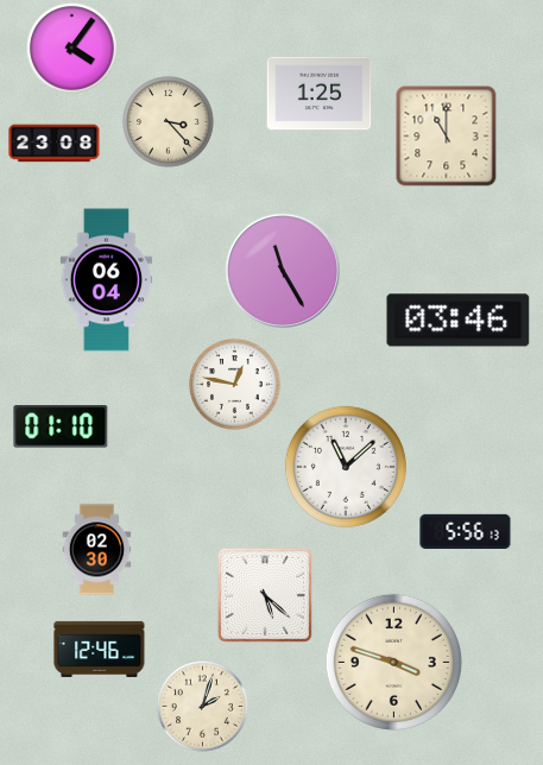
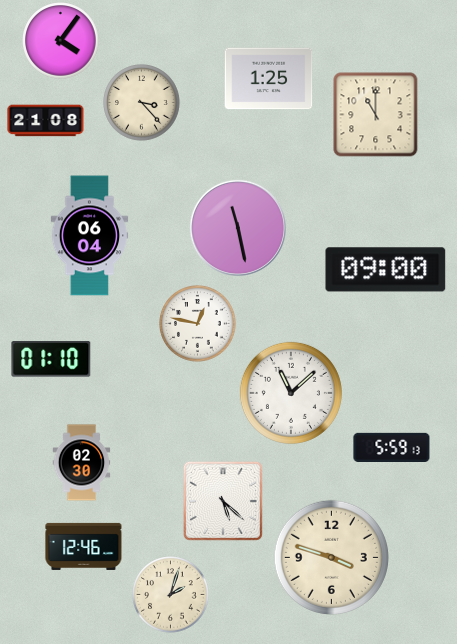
clock at (55, 144): 23:08 -> 21:08
clock at (283, 271): 11:25 -> 11:28
clock at (459, 321): 03:46 -> 09:00
clock at (466, 531): 5:56 -> 5:59
